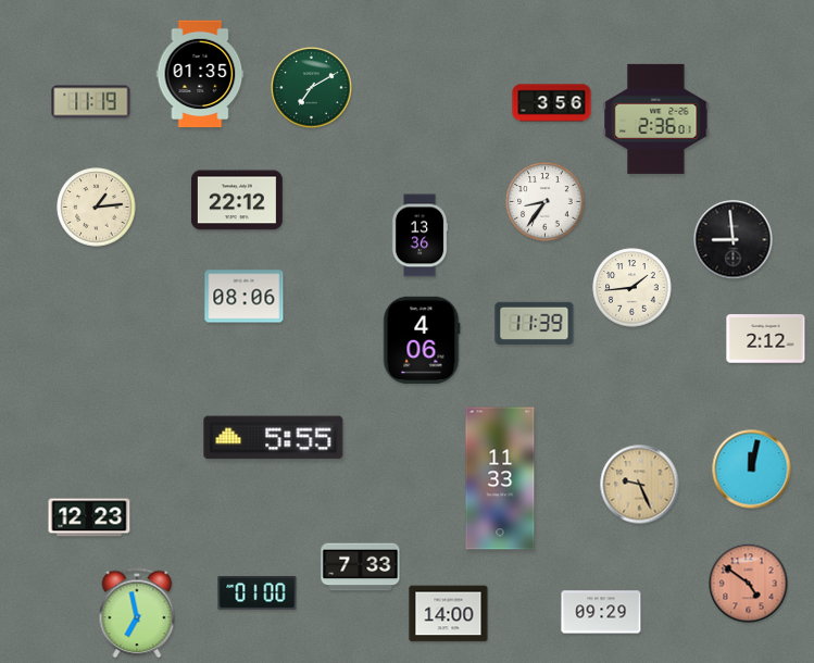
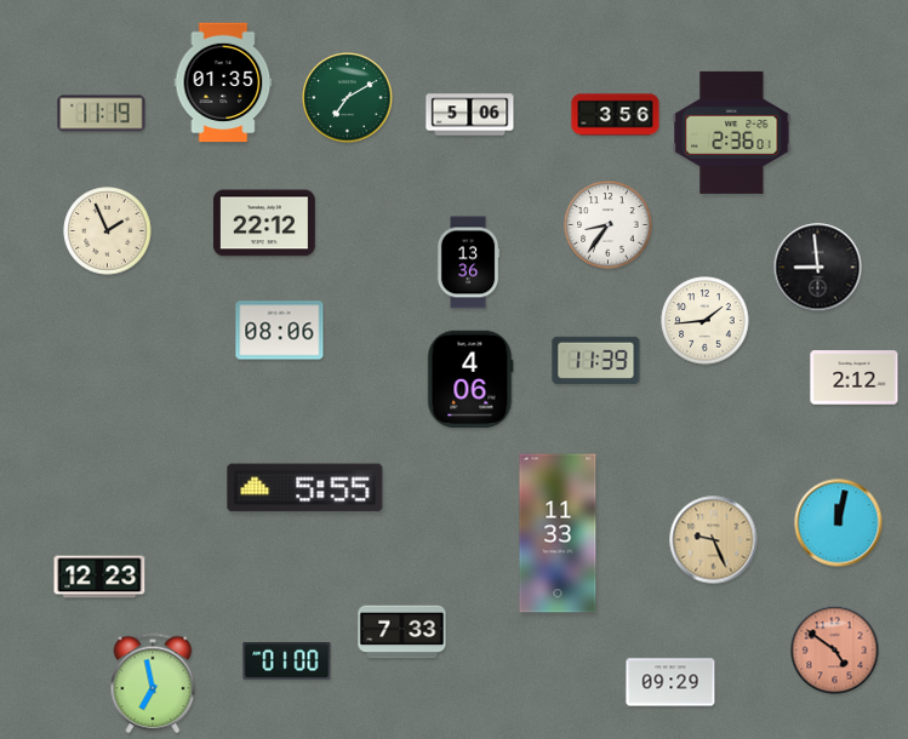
clock at (470, 115): none -> 5:06
clock at (97, 208): 1:14 -> 1:56
clock at (245, 297) position: (245, 297) -> (280, 331)
clock at (449, 614): 14:00 -> none
